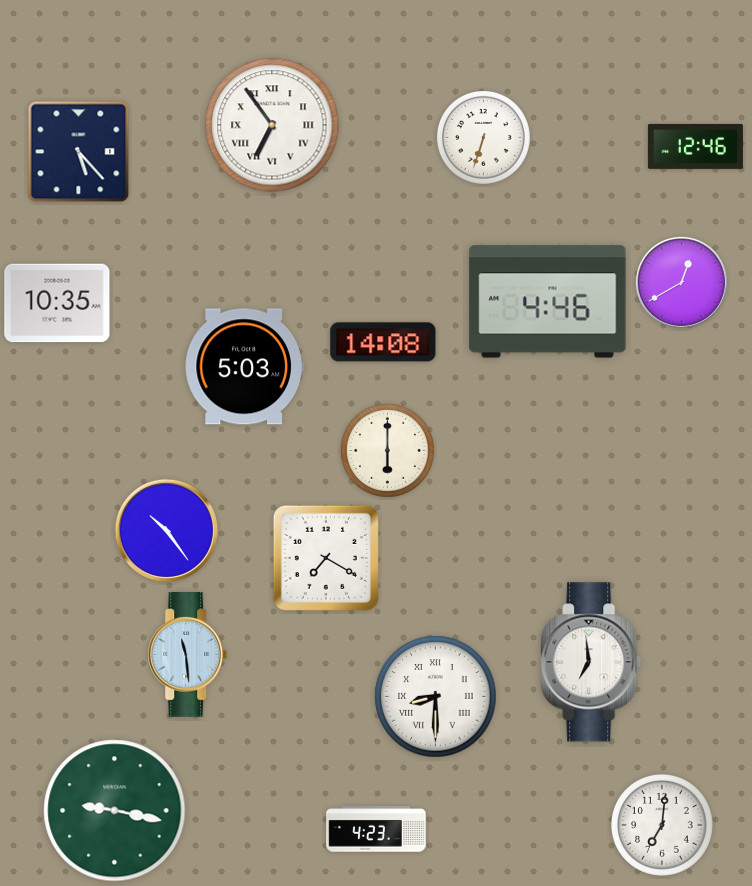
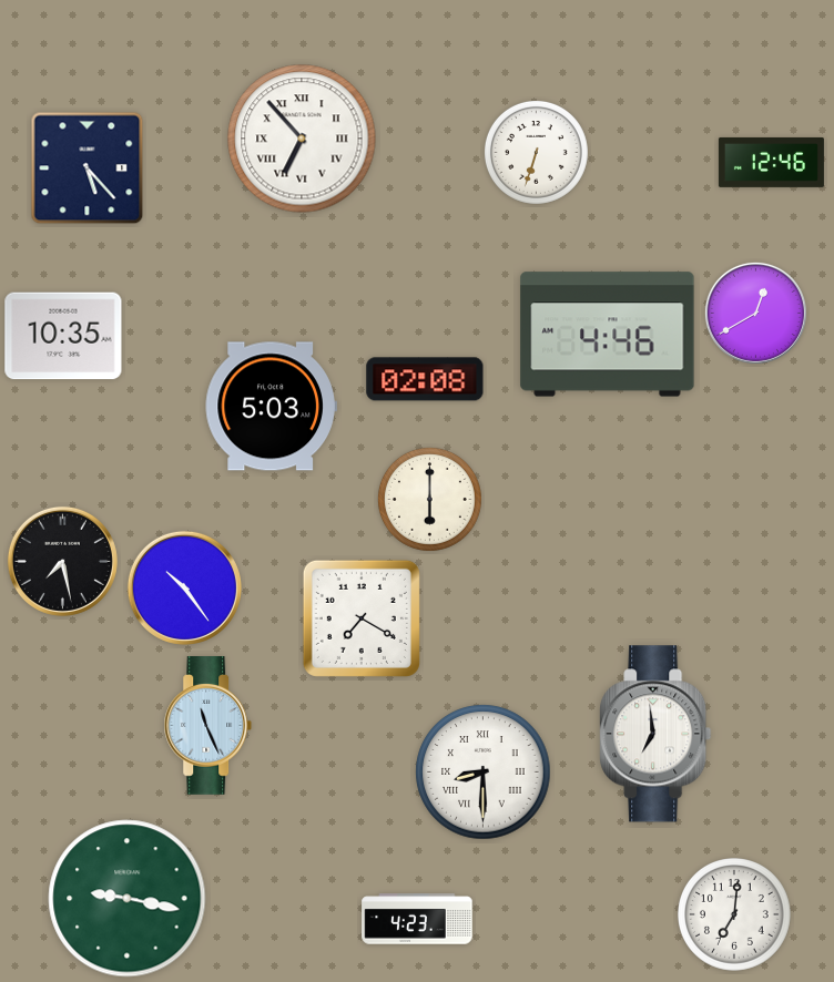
clock at (272, 125): 6:54 -> 6:53
clock at (383, 342): 14:08 -> 02:08
clock at (62, 561): none -> 7:28
clock at (188, 655): 11:29 -> 11:26
